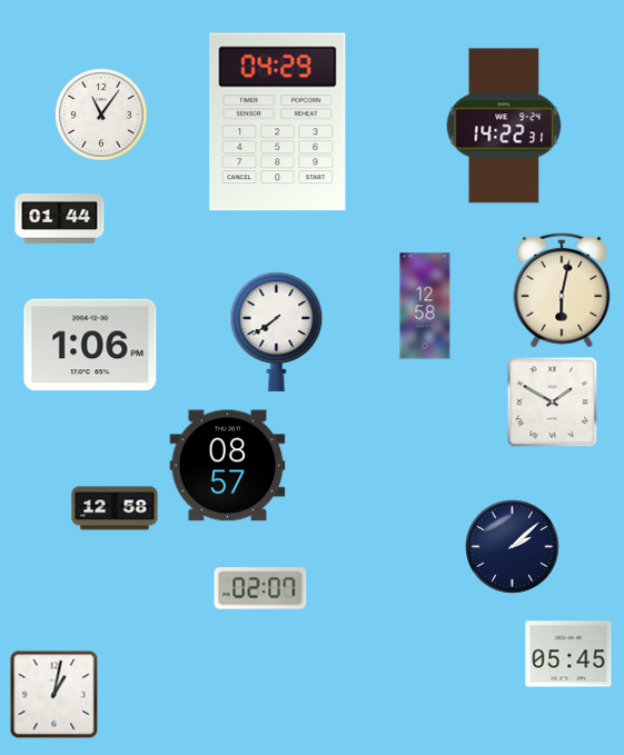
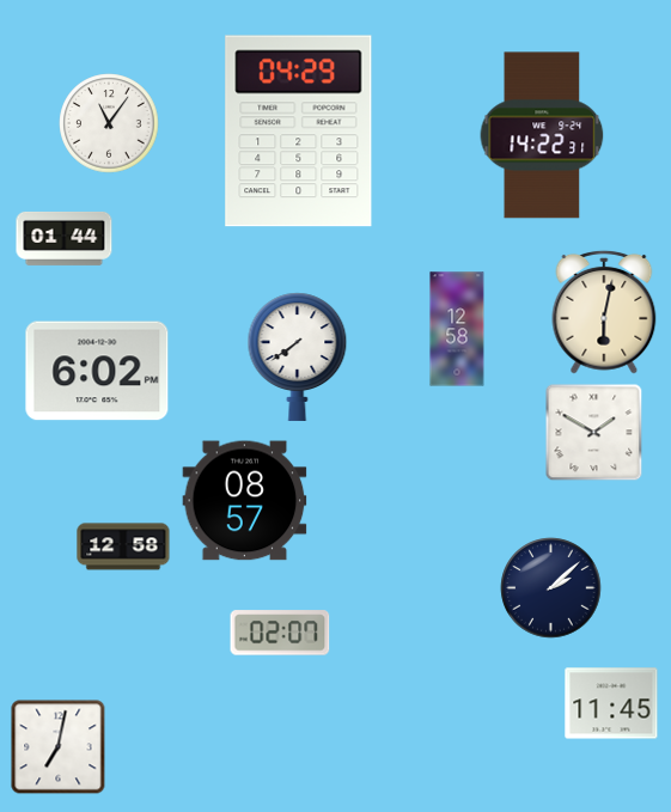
clock at (60, 218) position: (60, 218) -> (65, 238)
clock at (90, 345): 1:06 -> 6:02
clock at (568, 654): 05:45 -> 11:45
clock at (55, 695): 1:02 -> 7:02
